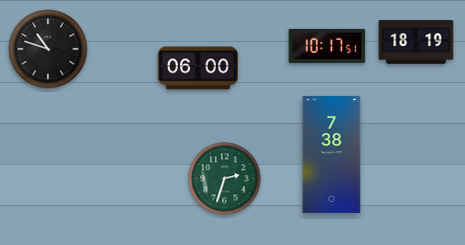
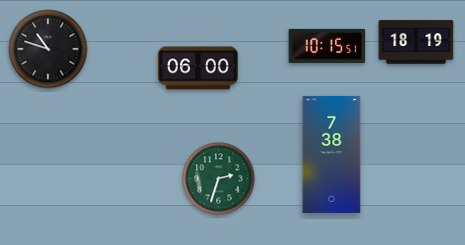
clock at (327, 46): 10:17 -> 10:15
clock at (225, 179) position: (225, 179) -> (219, 179)
